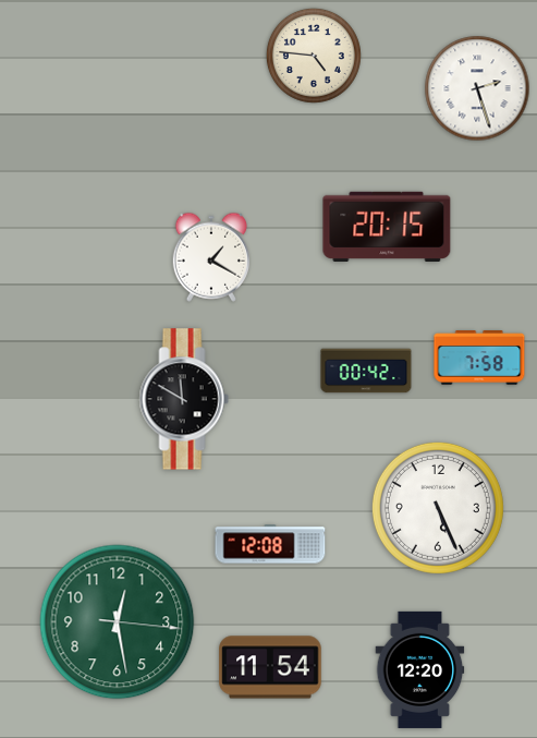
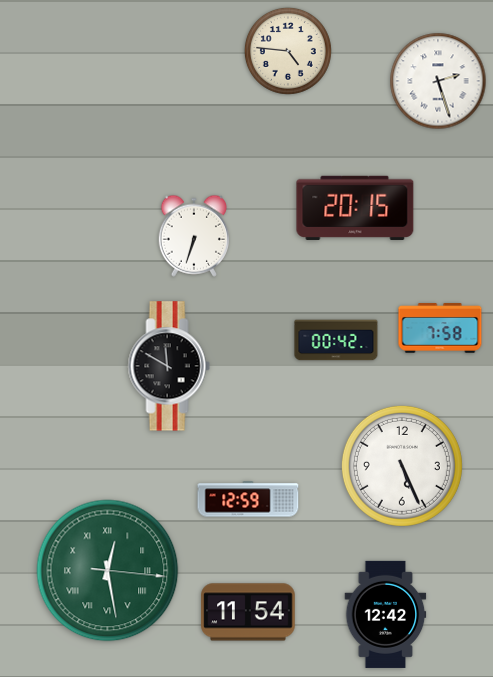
clock at (210, 257): 1:20 -> 6:33
clock at (270, 544): 12:08 -> 12:59
clock at (118, 622) numerals: Arabic -> Roman
clock at (420, 669): 12:20 -> 12:42
